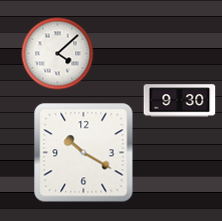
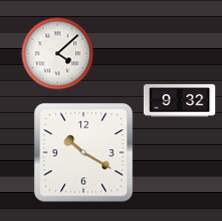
clock at (180, 101): 9:30 -> 9:32
